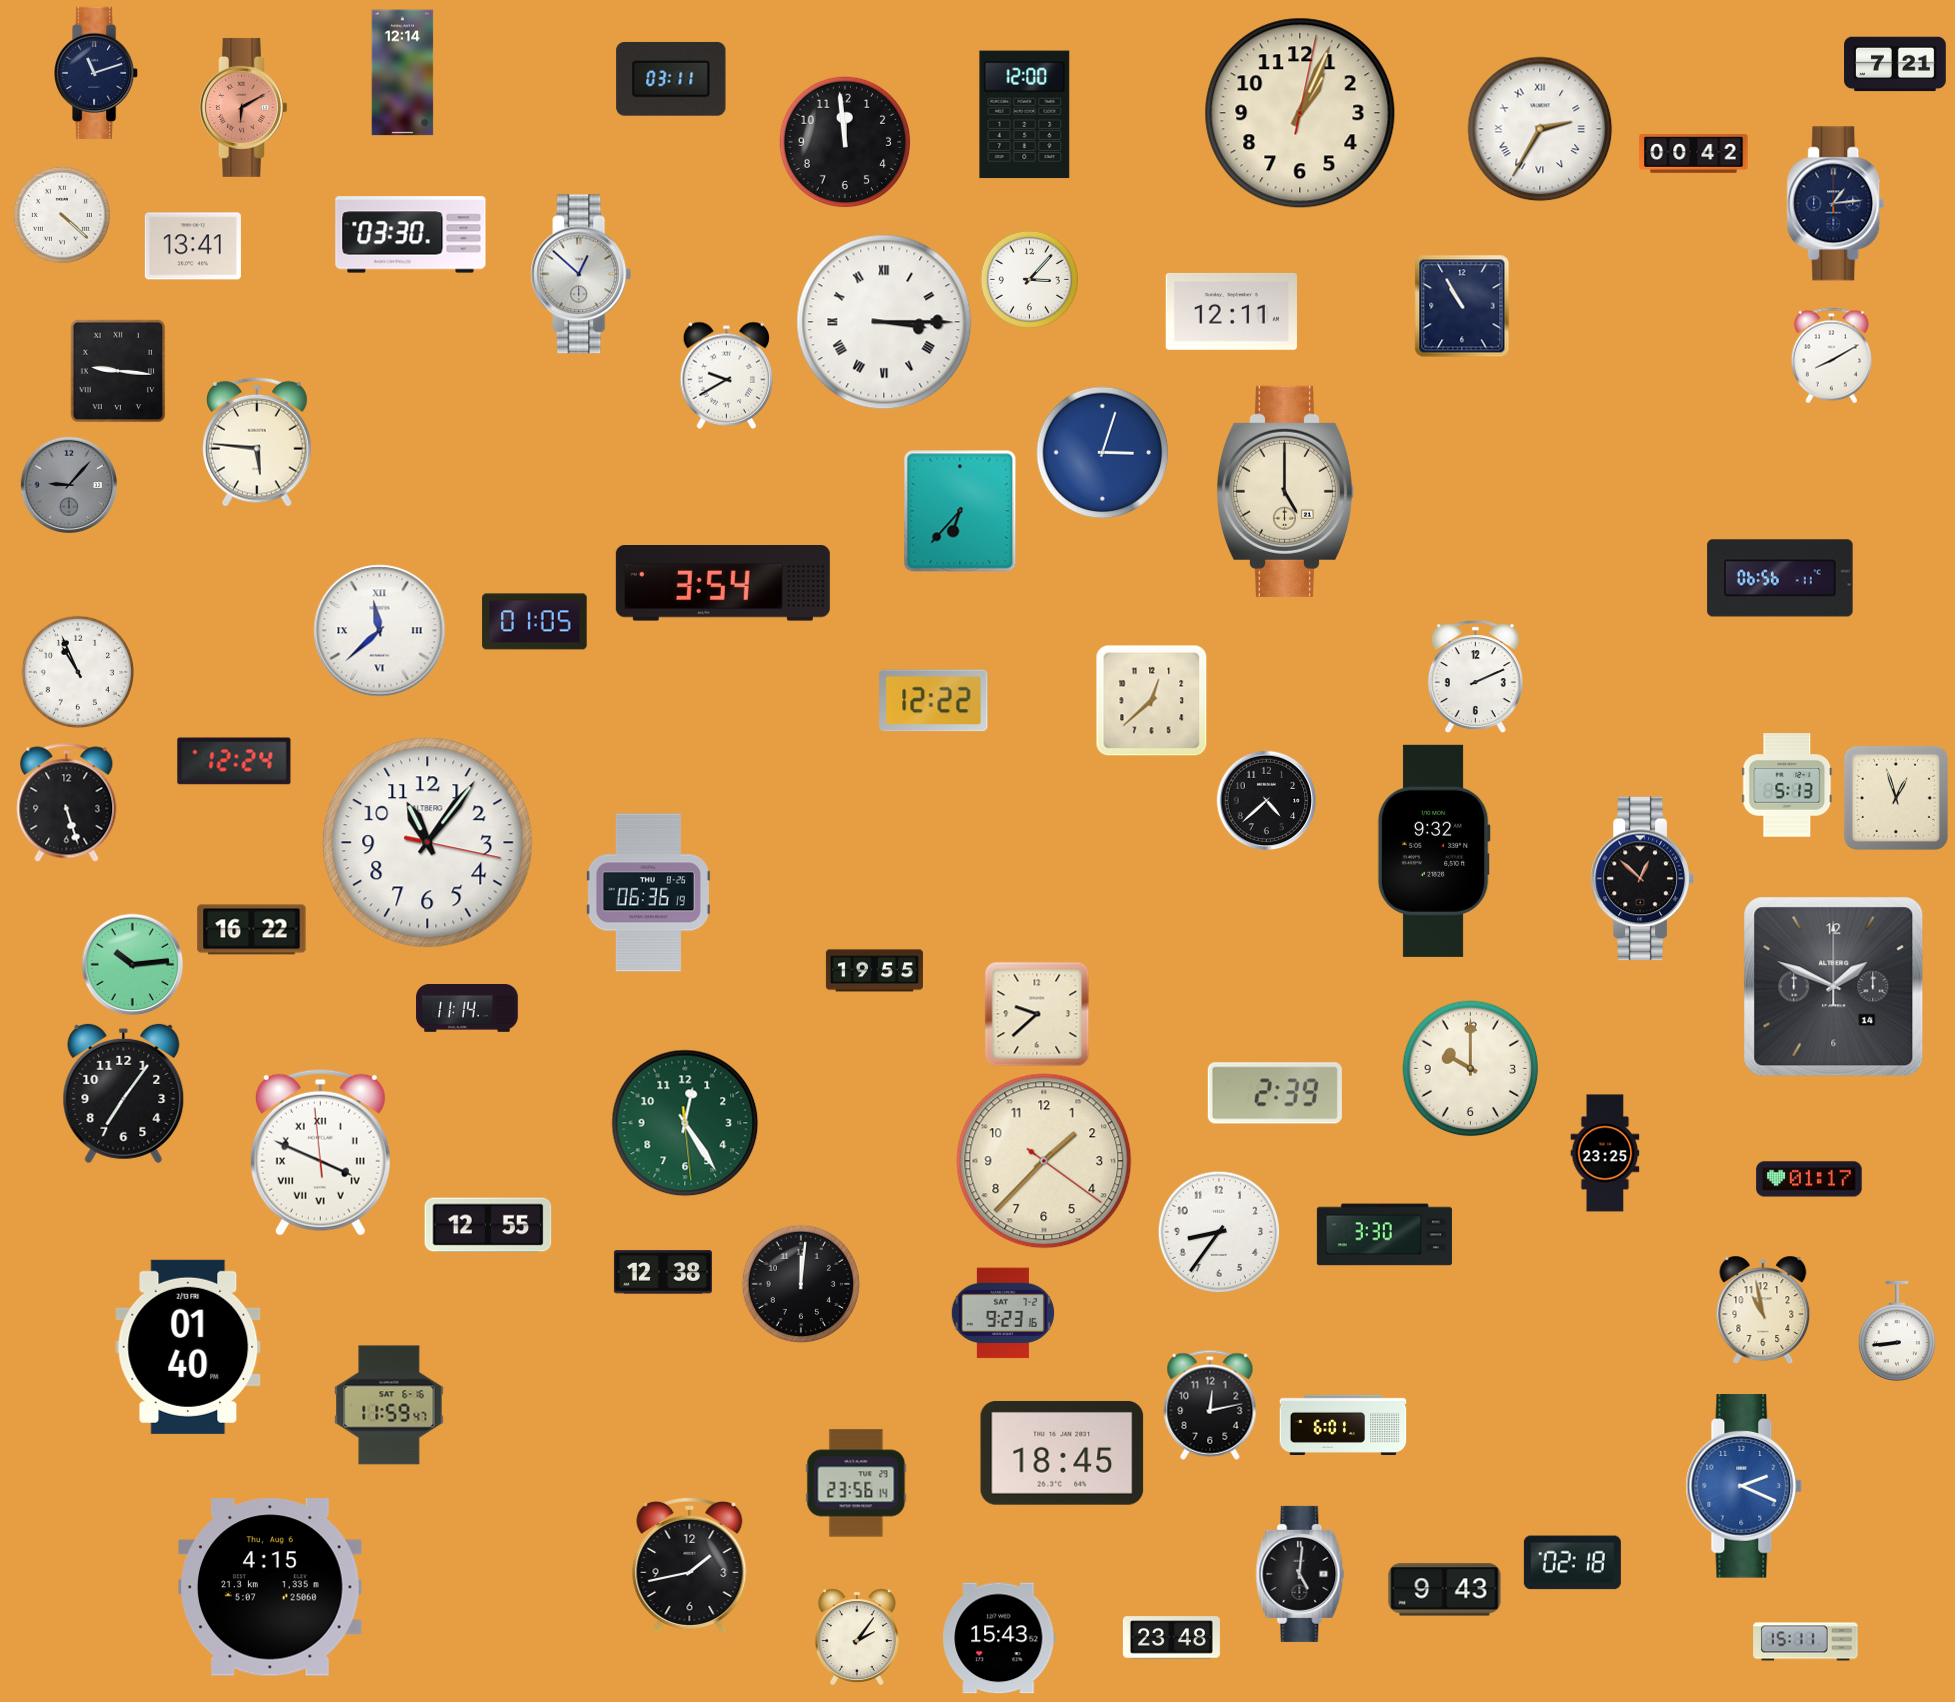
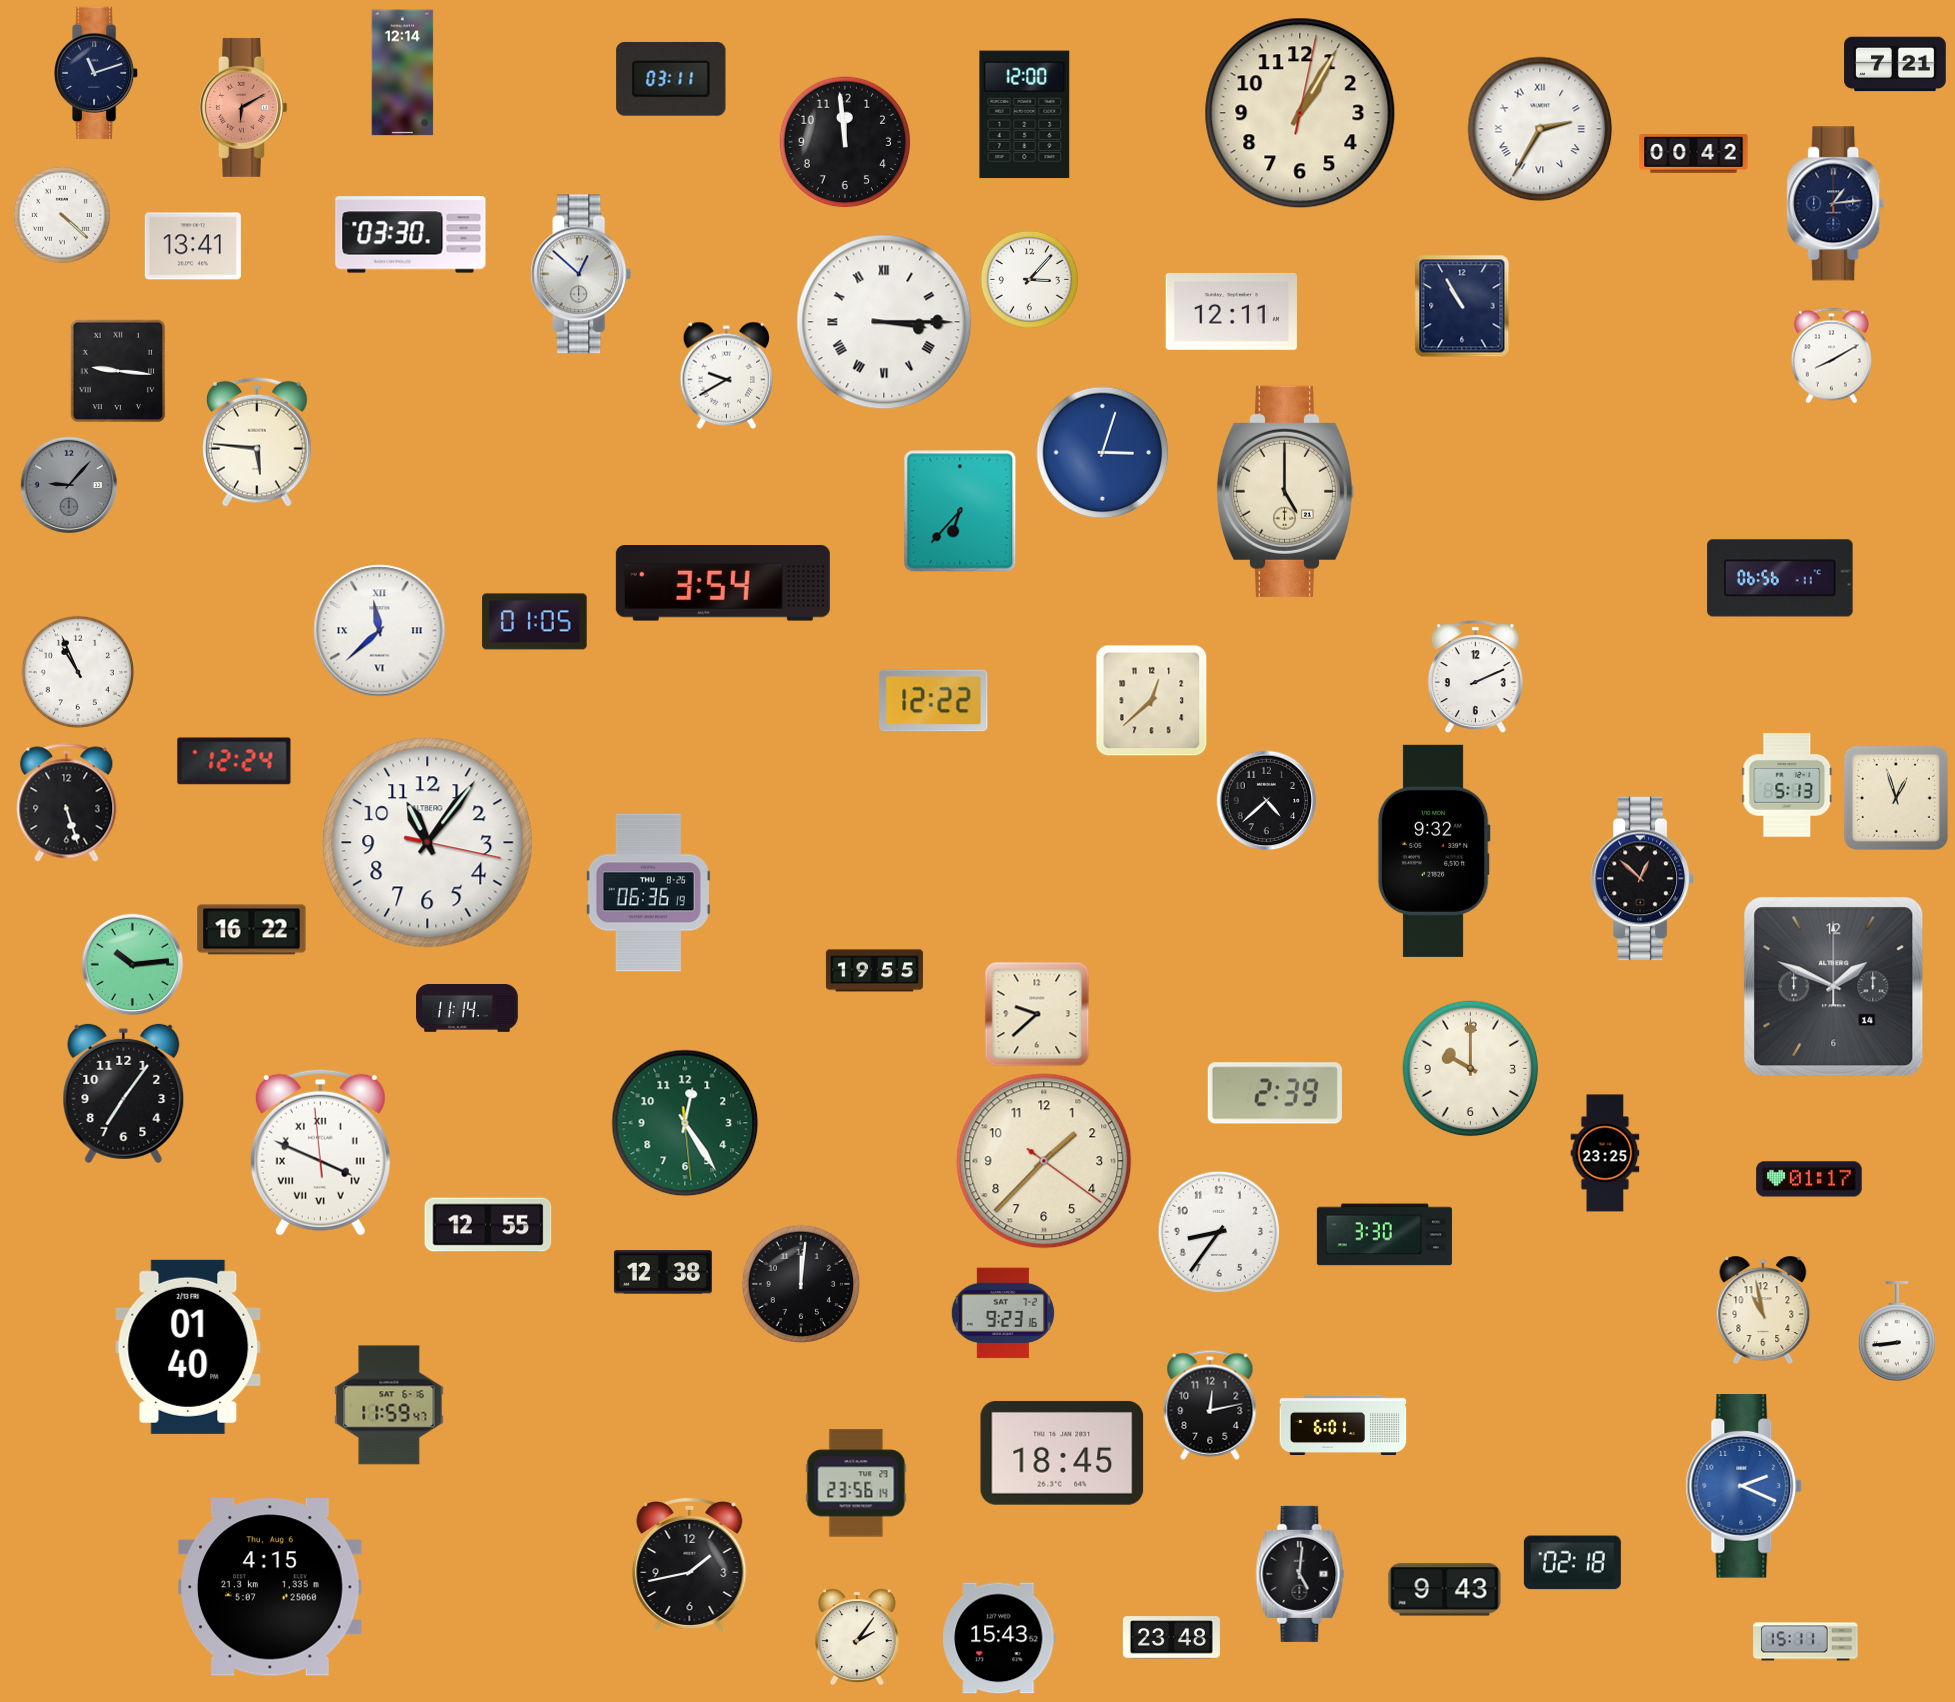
clock at (1300, 113): 1:04 -> 1:05
